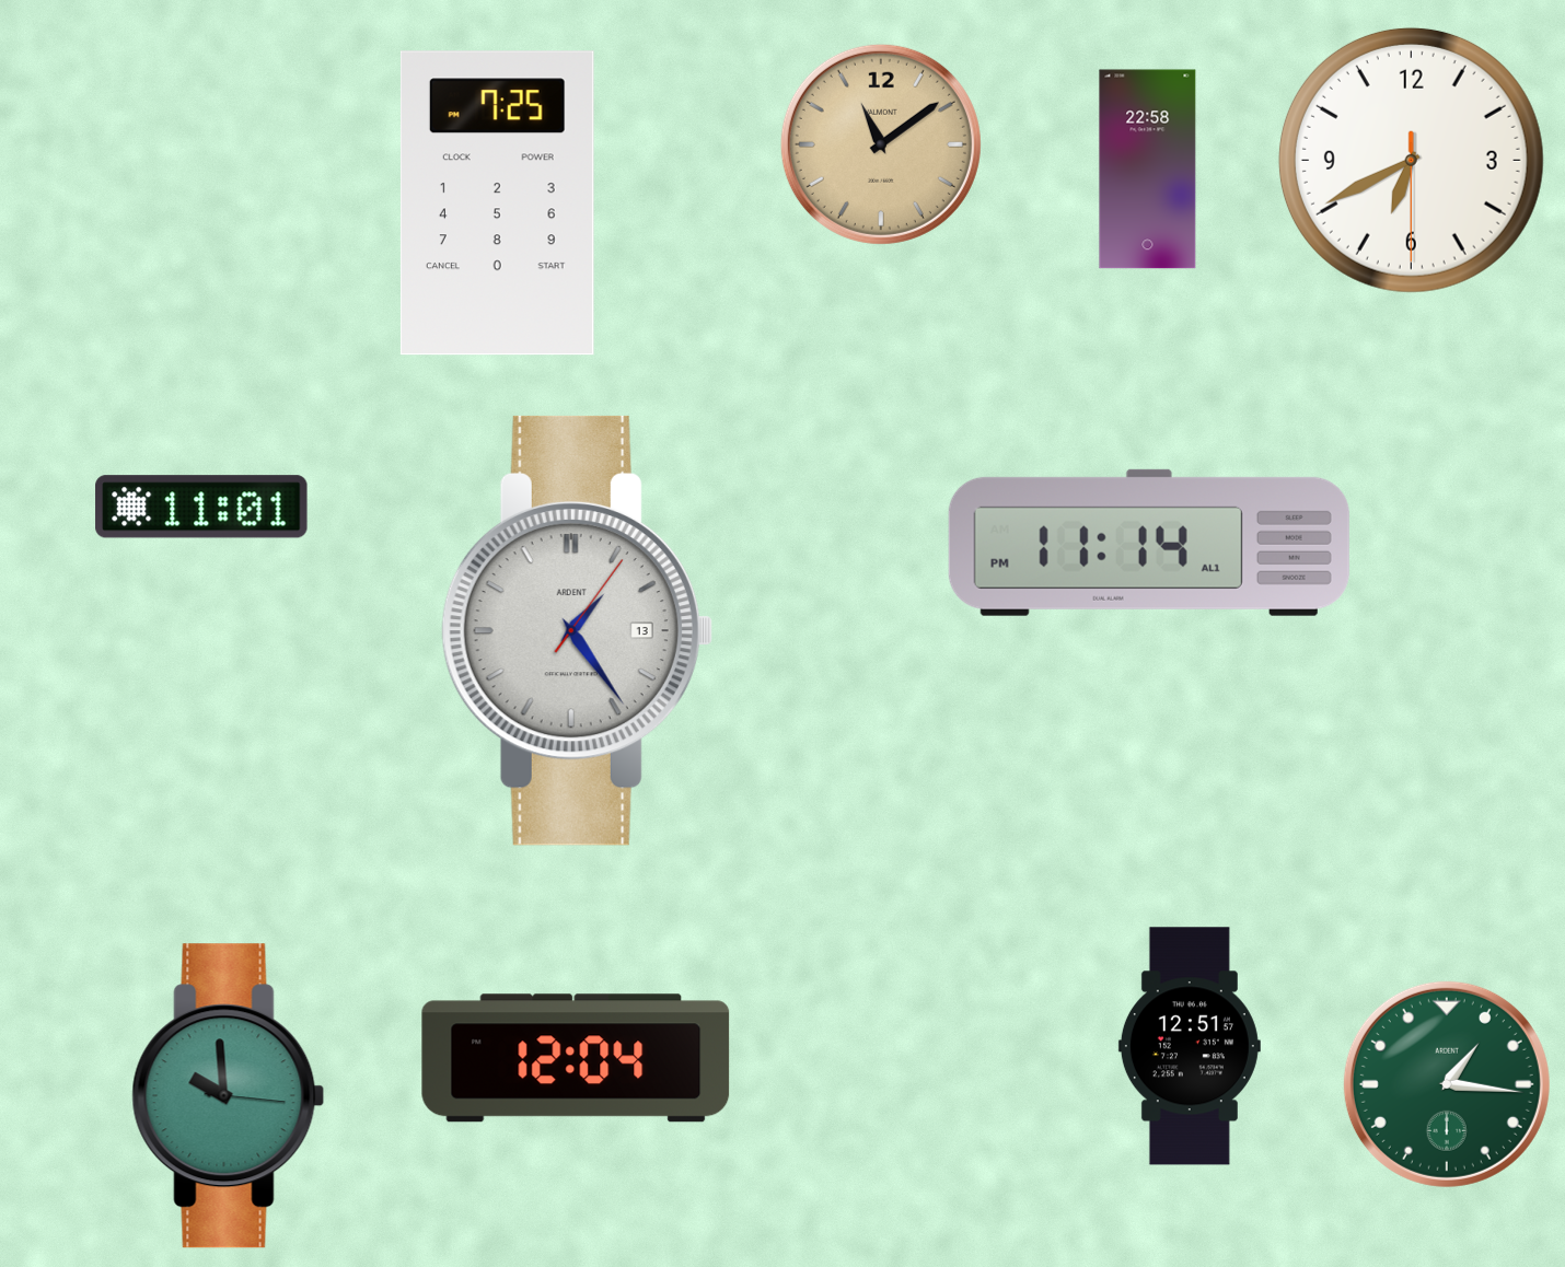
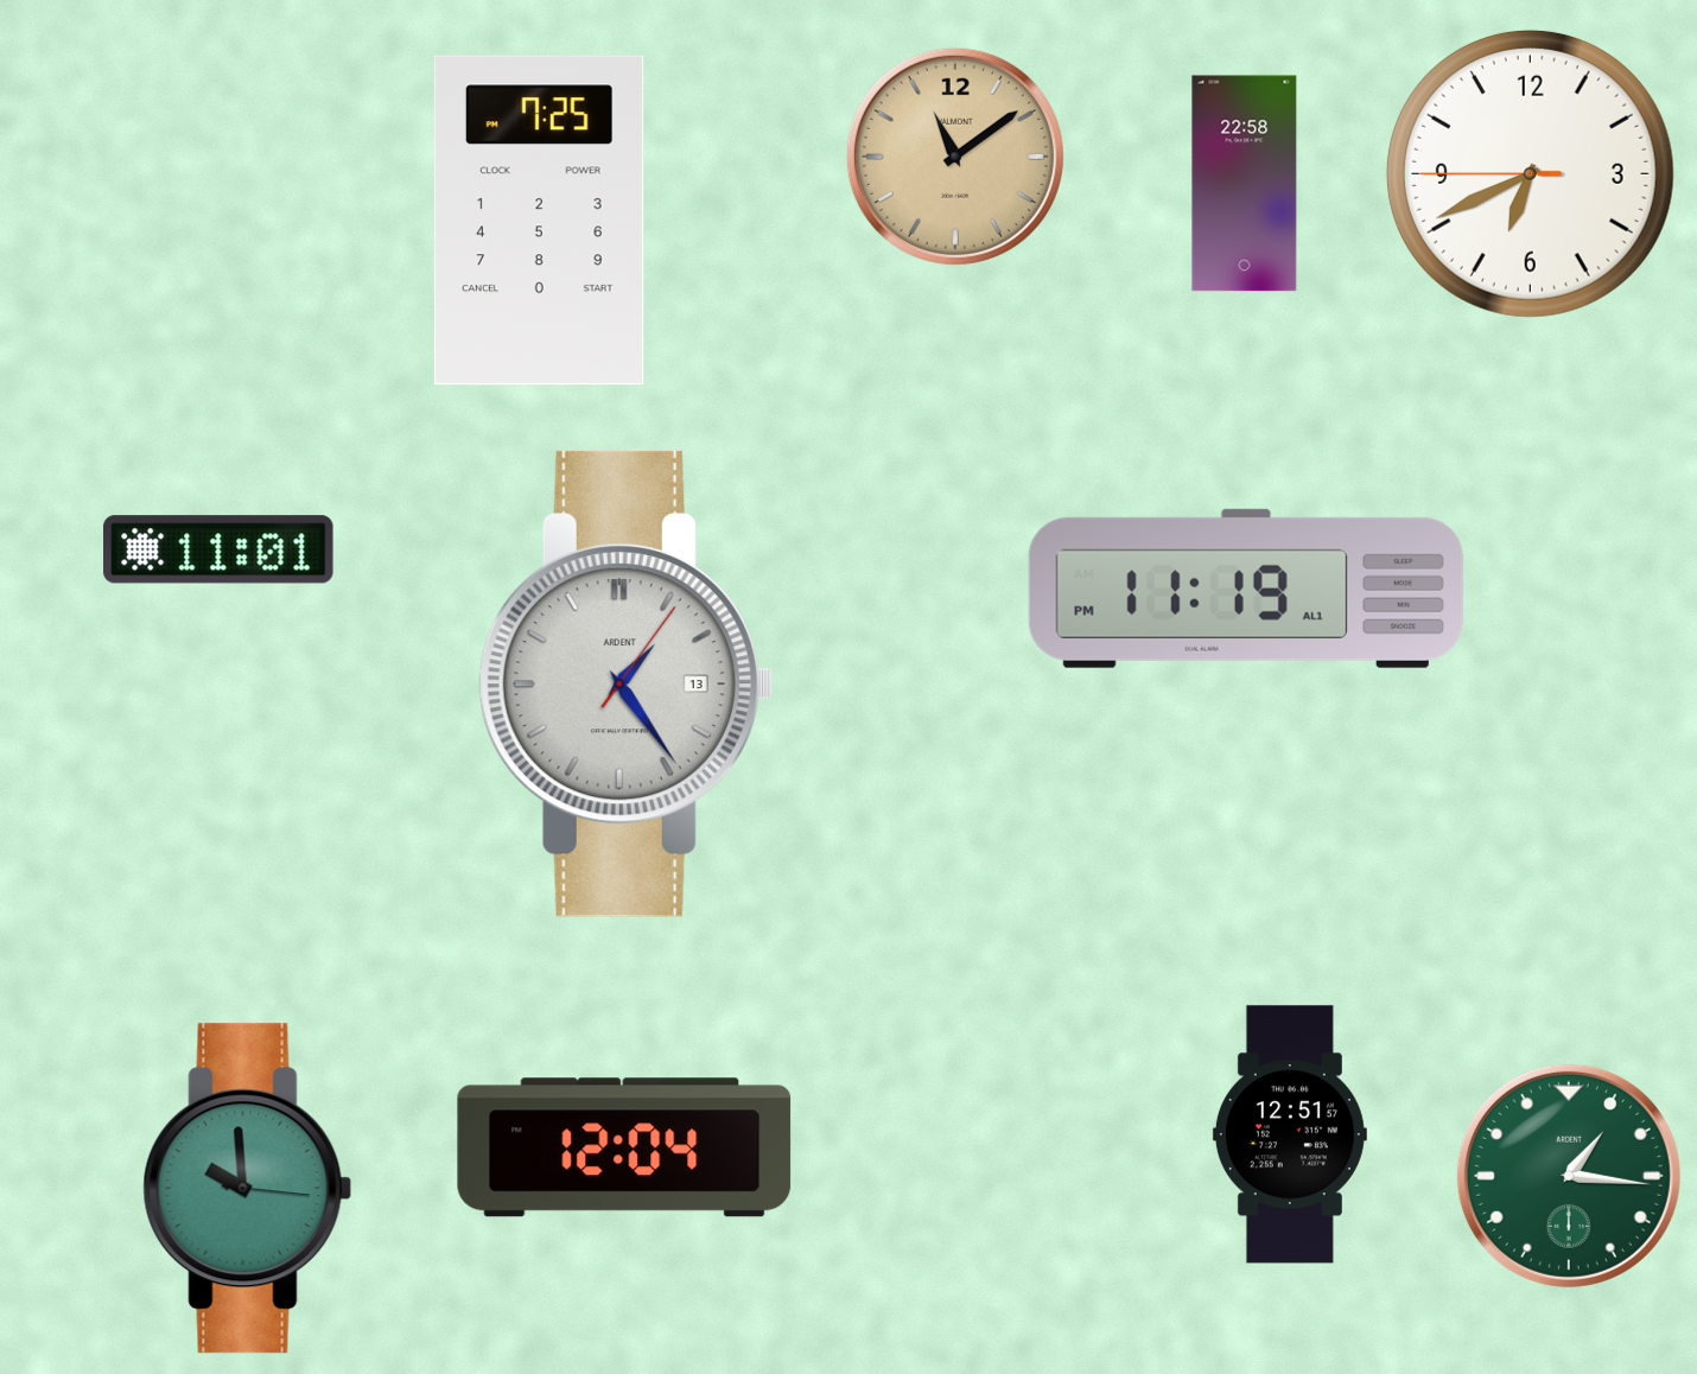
clock at (1411, 160): 6:40:30 -> 6:40:45
clock at (1149, 543): 11:14 -> 11:19
